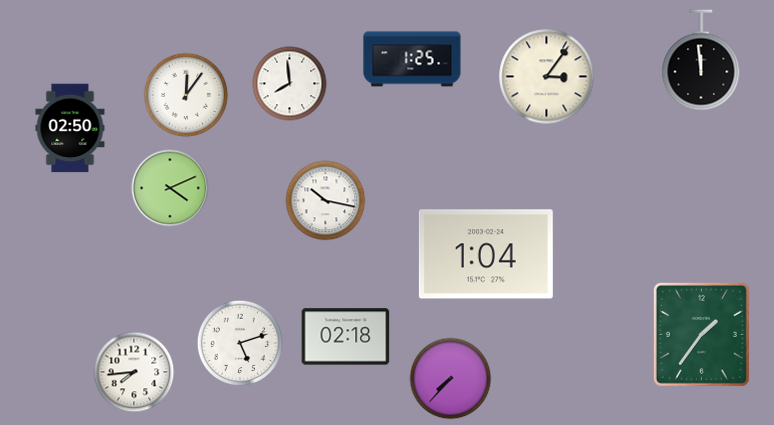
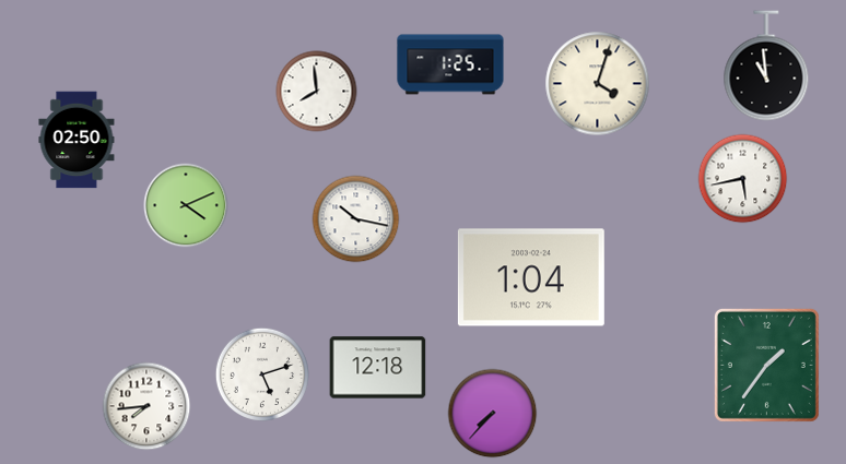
clock at (701, 60): 11:59 -> 10:59
clock at (547, 77): 3:06 -> 4:03
clock at (186, 95): 12:06 -> none
clock at (743, 179): none -> 5:43
clock at (346, 337): 02:18 -> 12:18
